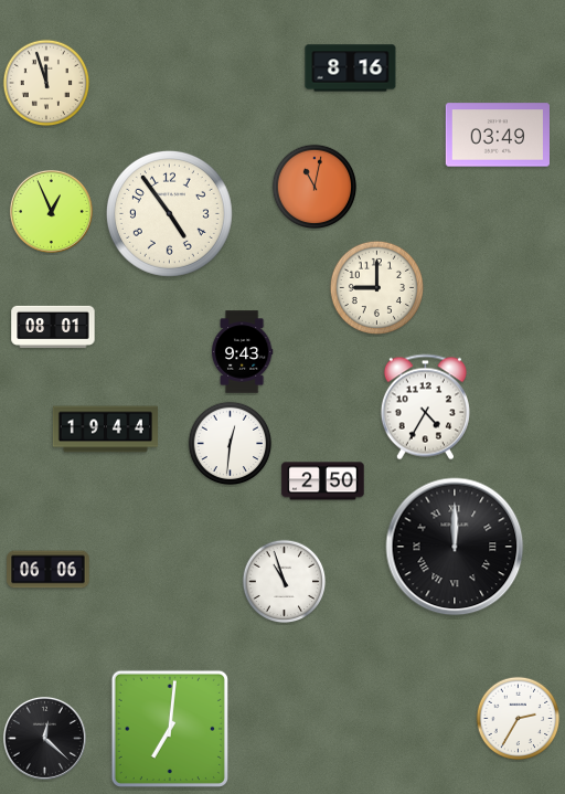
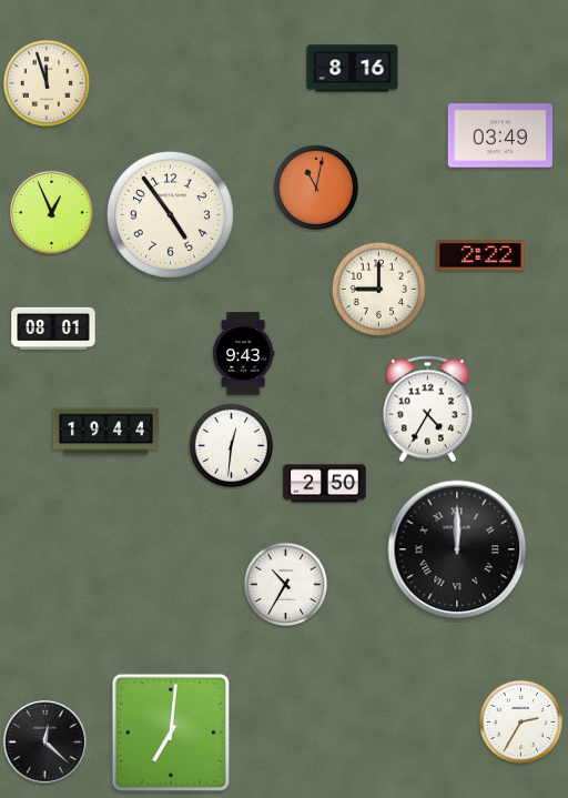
clock at (480, 255): none -> 2:22
clock at (49, 570): 06:06 -> none
clock at (285, 582): 10:57 -> 10:35
